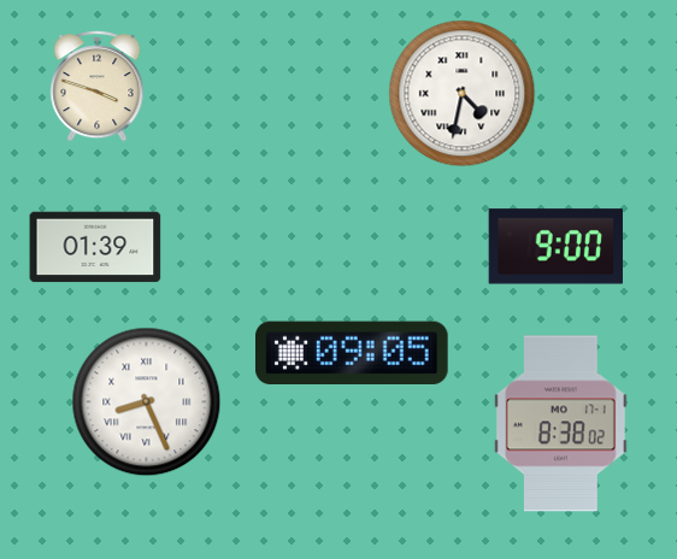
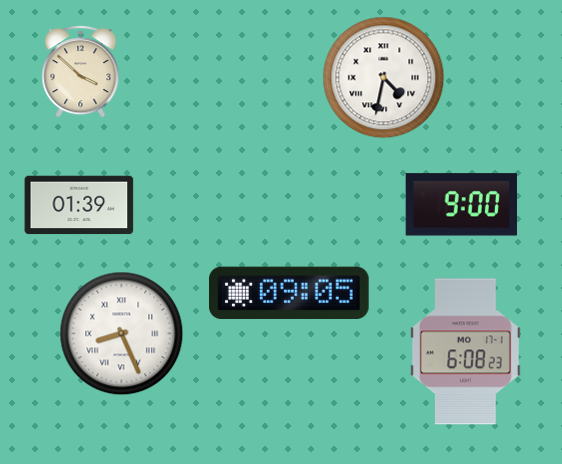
clock at (98, 87): 3:48 -> 3:52
clock at (353, 352) position: (353, 352) -> (290, 292)
clock at (560, 424): 8:38 -> 6:08
